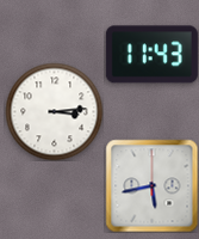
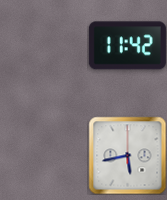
clock at (151, 55): 11:43 -> 11:42
clock at (54, 111): 3:14 -> none
